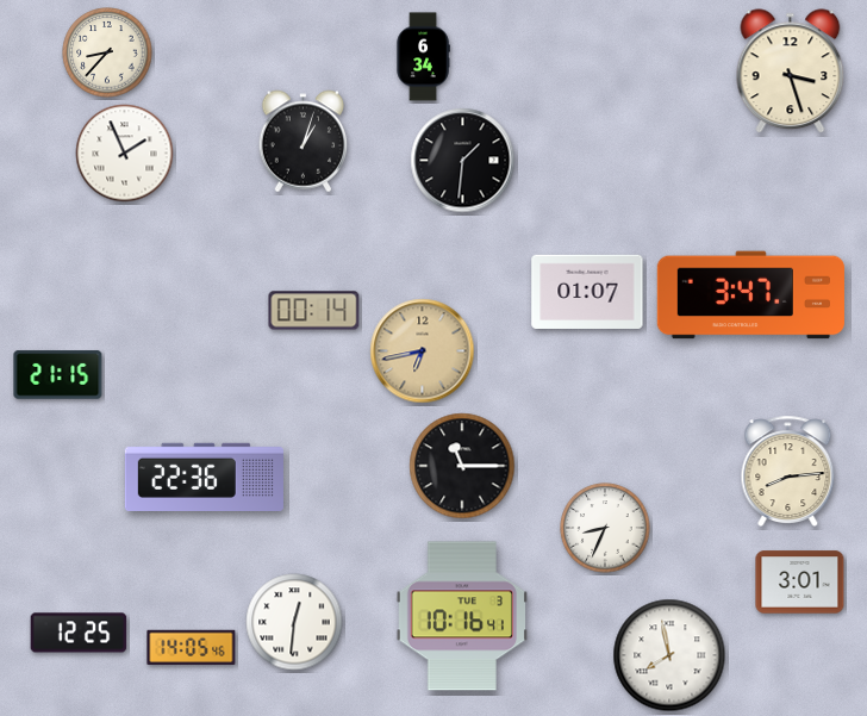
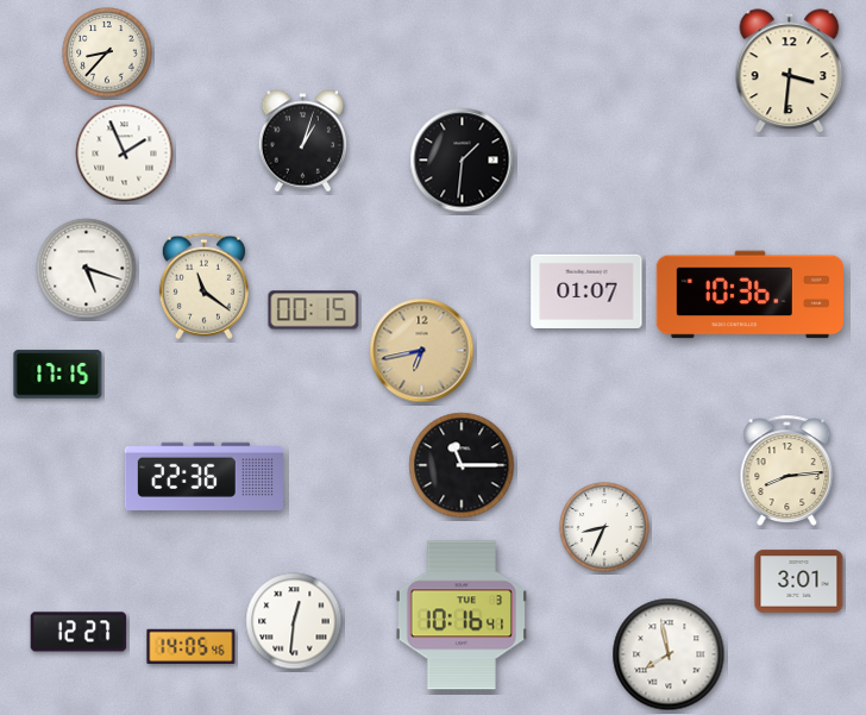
clock at (423, 57): 6:34 -> none
clock at (791, 71): 3:27 -> 3:31
clock at (87, 269): none -> 5:18
clock at (203, 287): none -> 11:21
clock at (750, 295): 3:47 -> 10:36
clock at (314, 311): 00:14 -> 00:15
clock at (58, 375): 21:15 -> 17:15
clock at (79, 633): 12:25 -> 12:27
